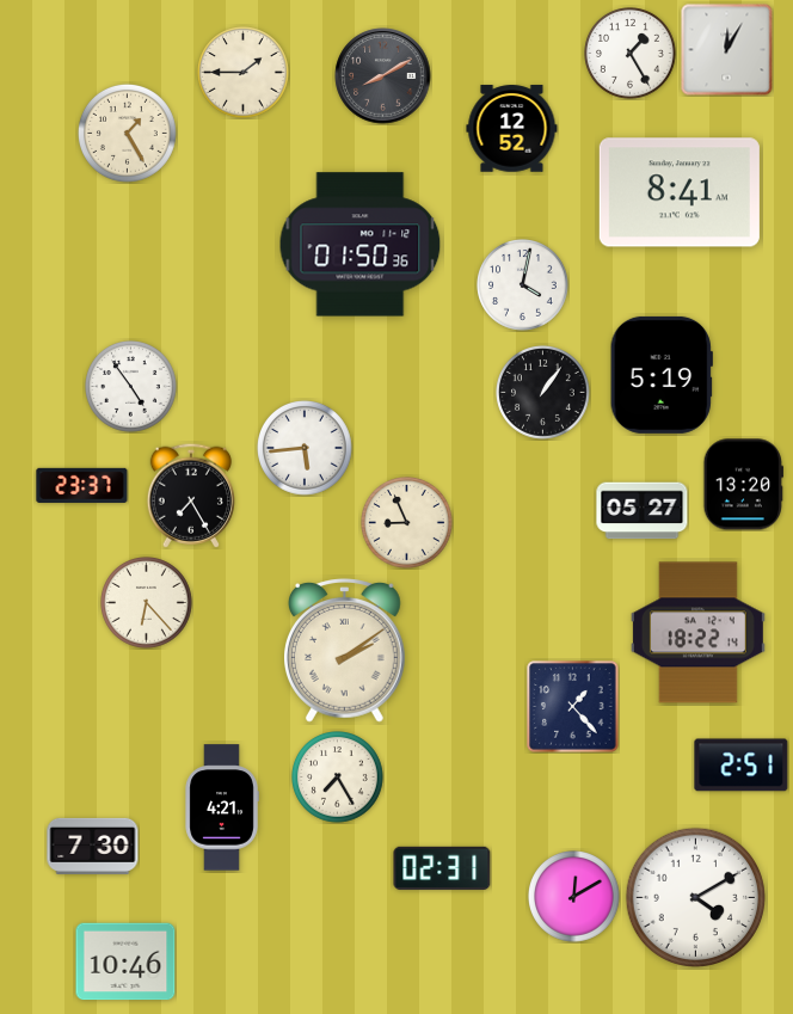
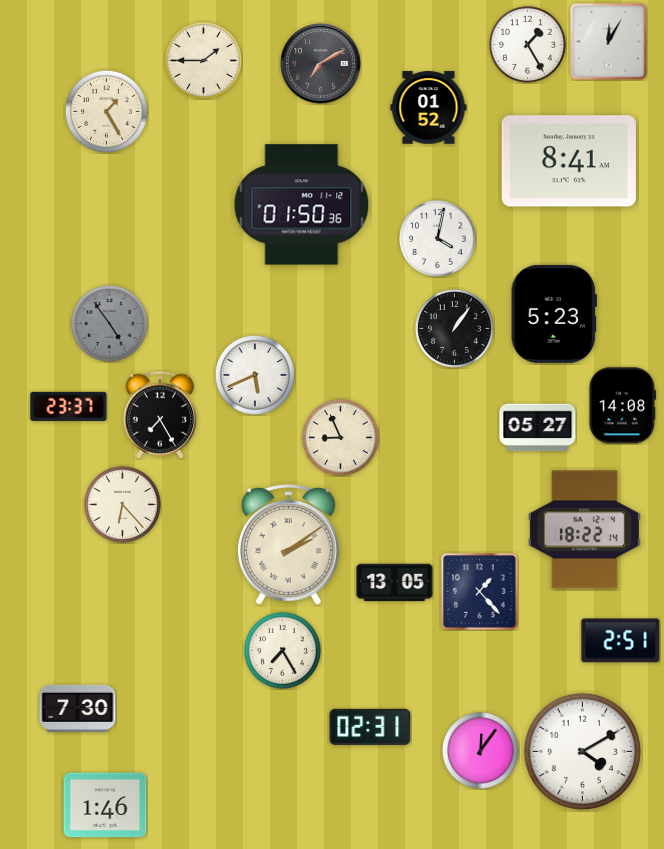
clock at (383, 76): 8:10 -> 7:10
clock at (512, 129): 12:52 -> 01:52
clock at (662, 375): 5:19 -> 5:23
clock at (131, 387) dial: white -> grey
clock at (306, 449): 5:44 -> 5:41
clock at (743, 485): 13:20 -> 14:08
clock at (395, 583): none -> 13:05
clock at (222, 807): 4:21 -> none
clock at (574, 897): 12:10 -> 12:06
clock at (125, 961): 10:46 -> 1:46
